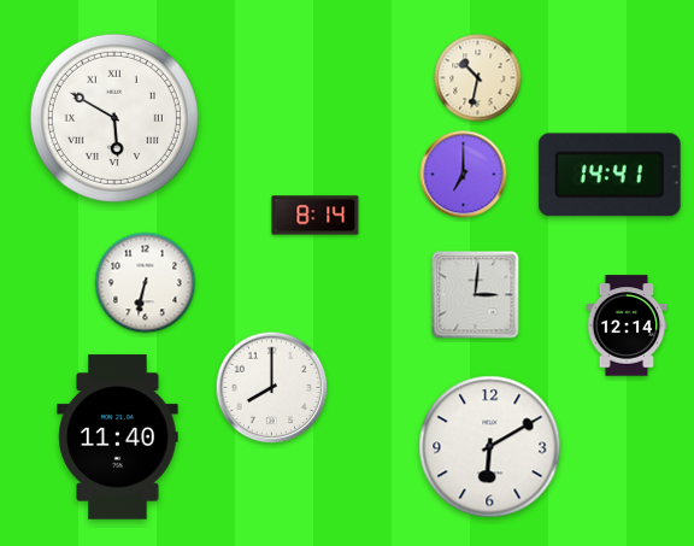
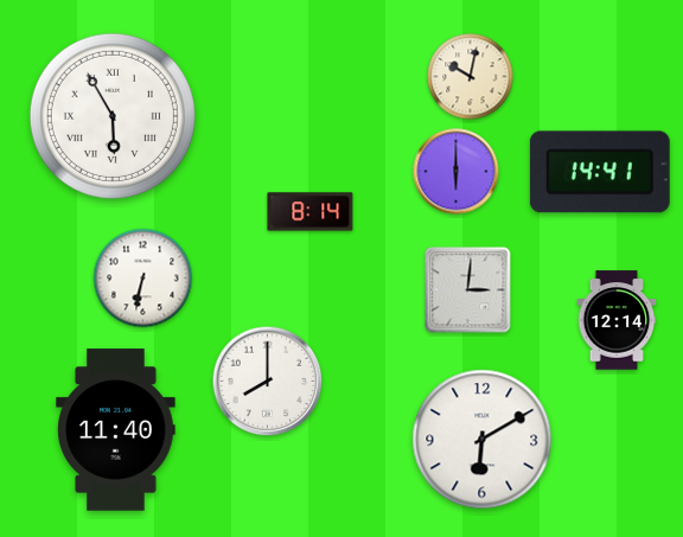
clock at (478, 78): 10:32 -> 10:02
clock at (114, 118): 5:50 -> 5:55
clock at (464, 175): 7:00 -> 6:00
